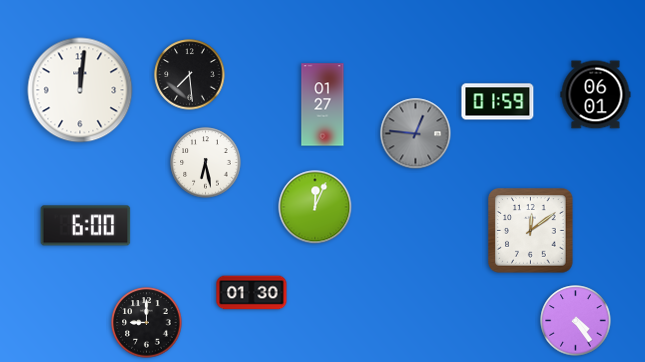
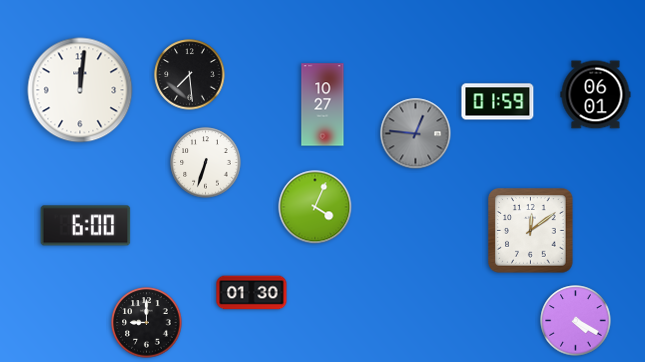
clock at (323, 105): 01:27 -> 10:27
clock at (206, 163): 6:28 -> 6:33
clock at (315, 207): 12:04 -> 4:04
clock at (576, 321): 4:24 -> 4:20
